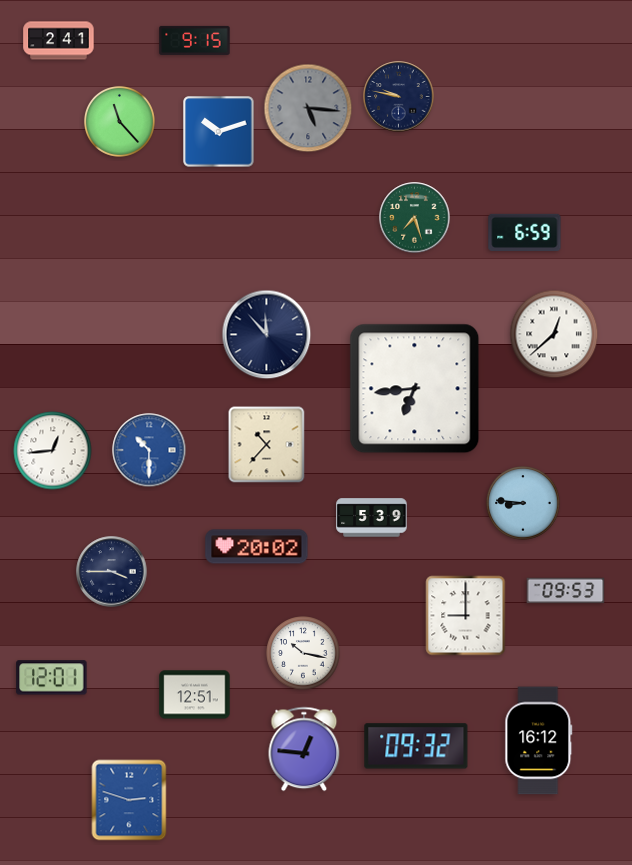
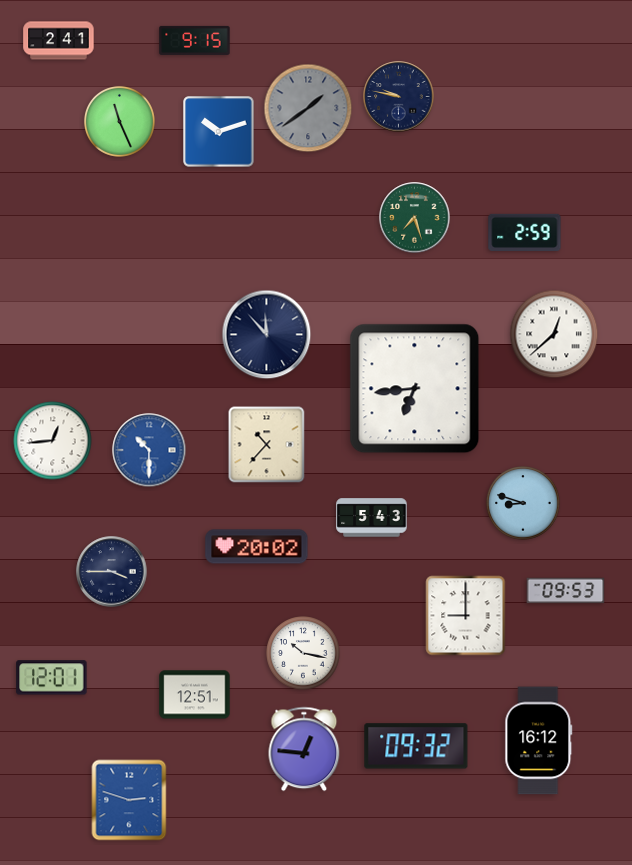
clock at (308, 108): 5:16 -> 1:39
clock at (119, 121): 11:23 -> 11:26
clock at (525, 232): 6:59 -> 2:59
clock at (53, 451) position: (53, 451) -> (53, 441)
clock at (523, 503): 8:46 -> 8:48
clock at (372, 518): 5:39 -> 5:43
